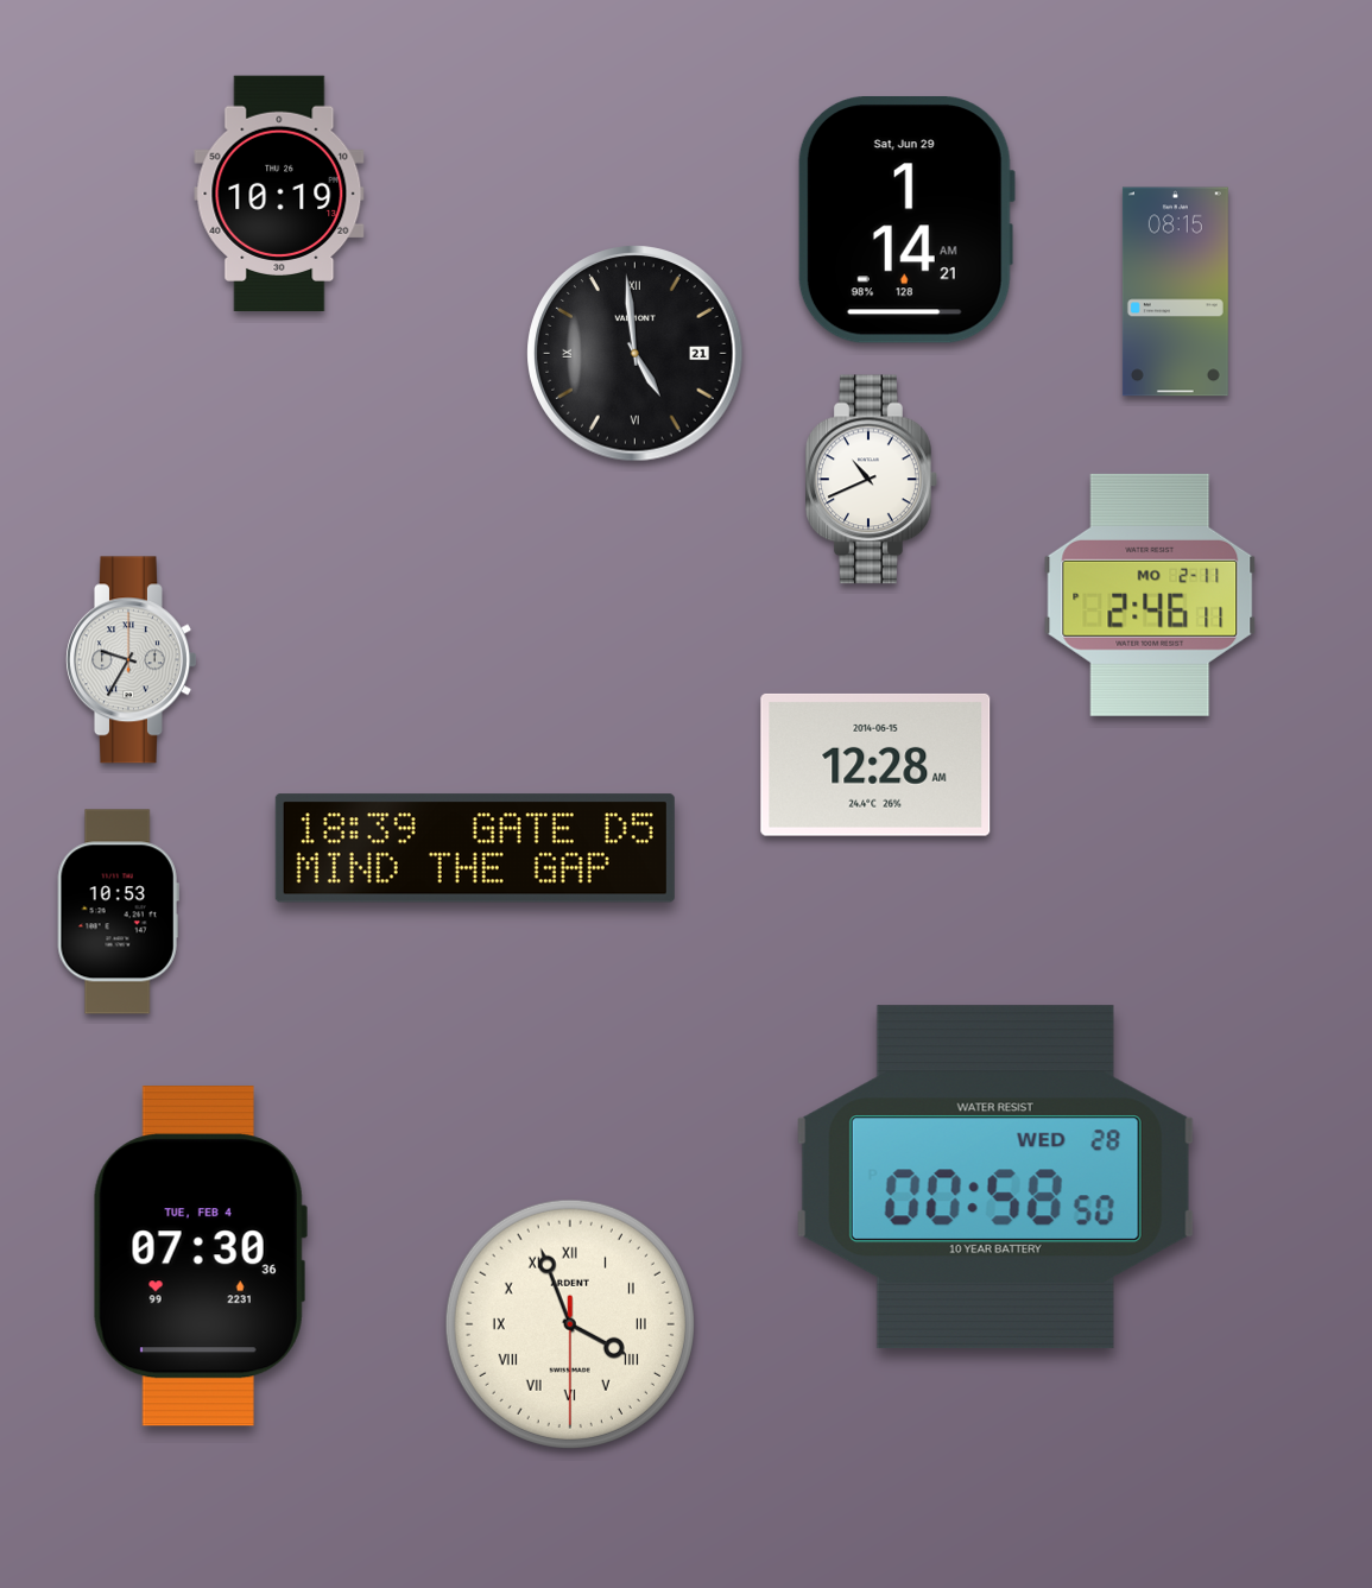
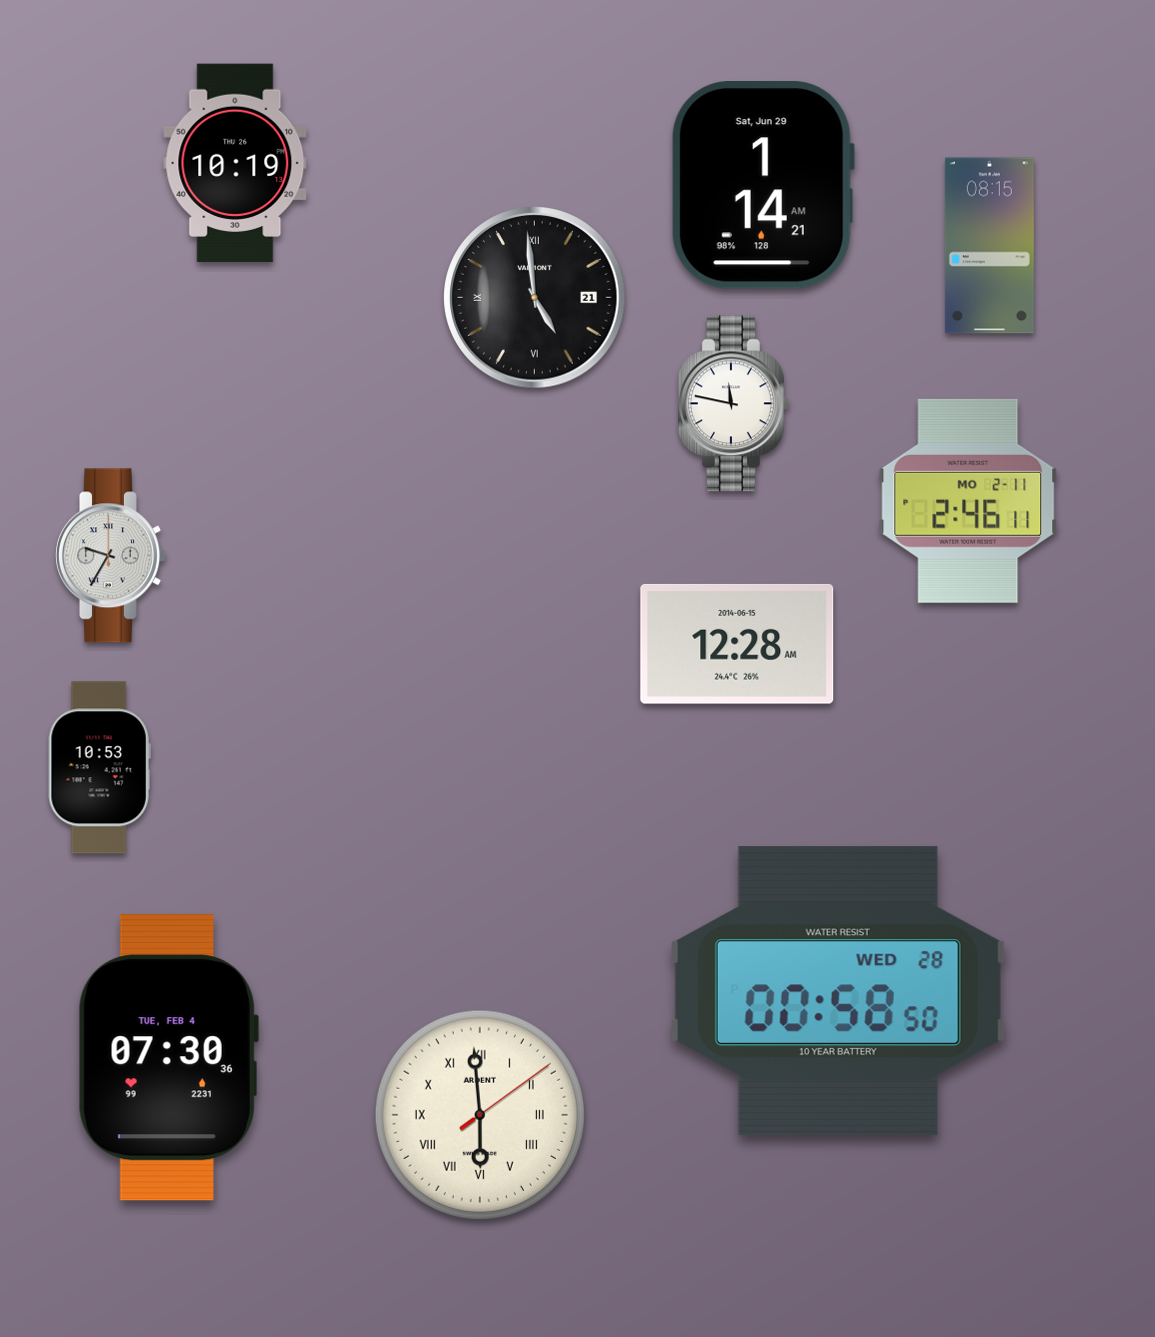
clock at (872, 480): 10:41 -> 11:47
clock at (475, 848): 18:39 -> none
clock at (570, 1324): 3:56 -> 5:59
